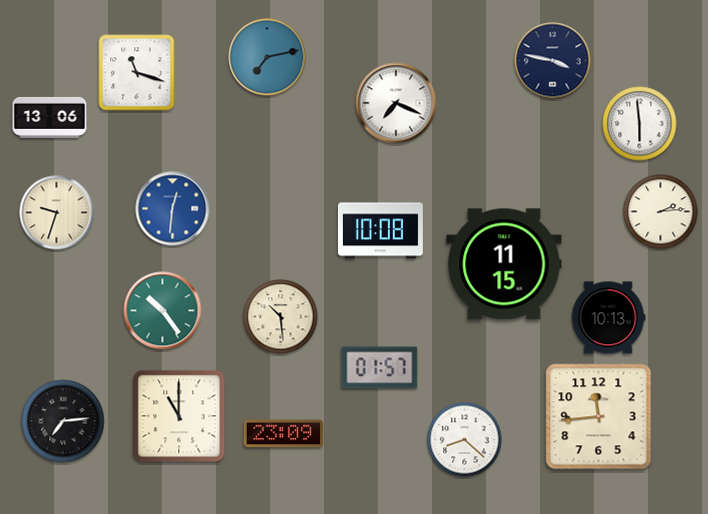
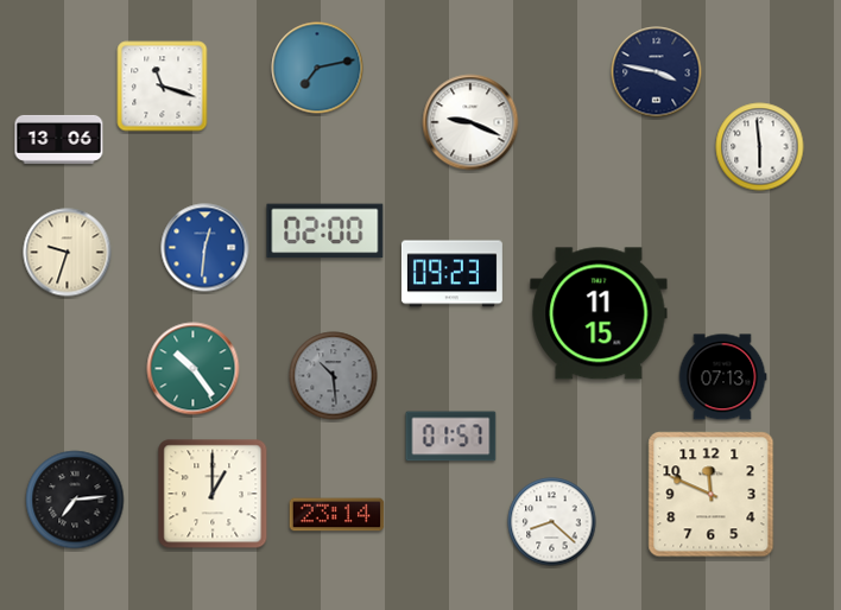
clock at (396, 103): 7:19 -> 9:19
clock at (325, 231): none -> 02:00
clock at (661, 212): 2:14 -> none
clock at (380, 231): 10:08 -> 09:23
clock at (281, 317) dial: cream -> grey
clock at (608, 318): 10:13 -> 07:13
clock at (179, 416): 11:00 -> 1:00
clock at (599, 417): 11:44 -> 11:49
clock at (284, 434): 23:09 -> 23:14
